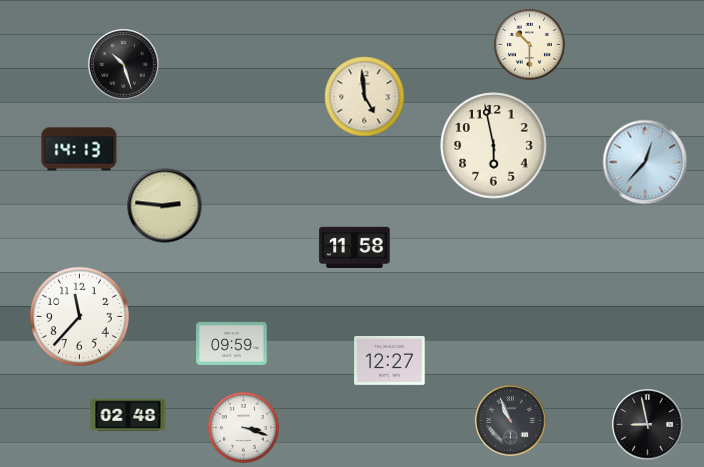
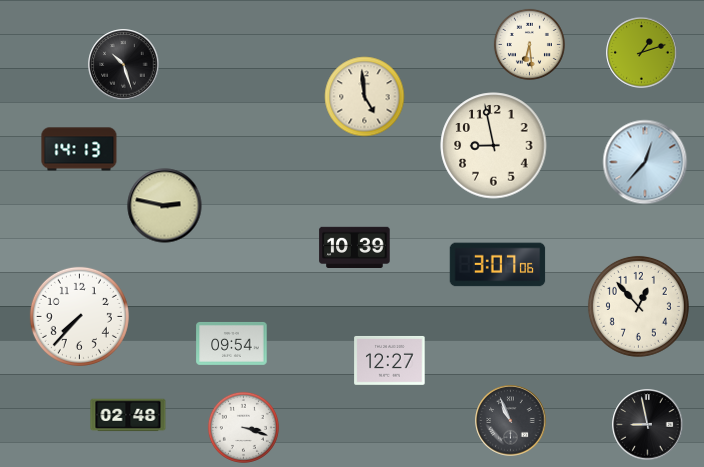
clock at (529, 44): 10:30 -> 6:29
clock at (642, 53): none -> 1:12
clock at (494, 146): 5:58 -> 8:58
clock at (165, 206): 2:46 -> 2:47
clock at (355, 248): 11:58 -> 10:39
clock at (498, 265): none -> 3:07
clock at (638, 306): none -> 12:53
clock at (79, 316): 11:37 -> 7:37
clock at (232, 344): 09:59 -> 09:54
